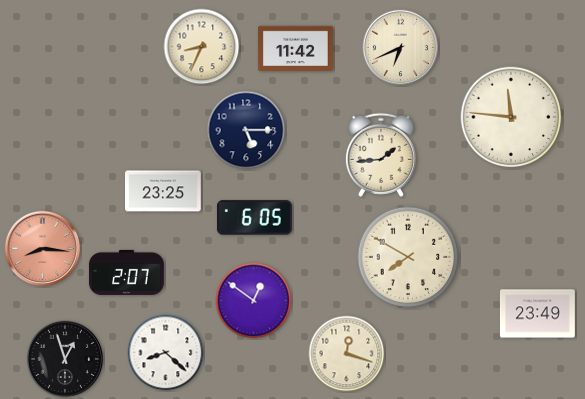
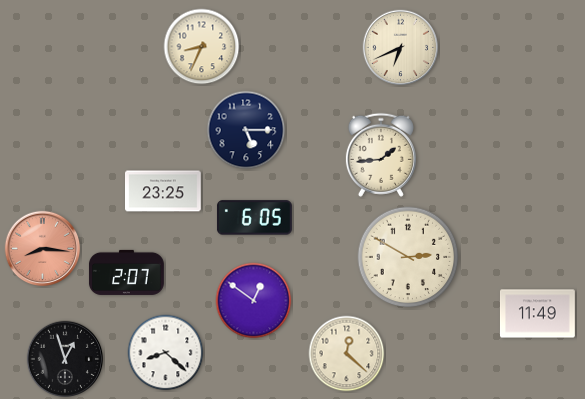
clock at (296, 48): 11:42 -> none
clock at (511, 117): 11:46 -> none
clock at (408, 257): 7:50 -> 2:50
clock at (537, 314): 23:49 -> 11:49
clock at (347, 354): 12:18 -> 12:22
